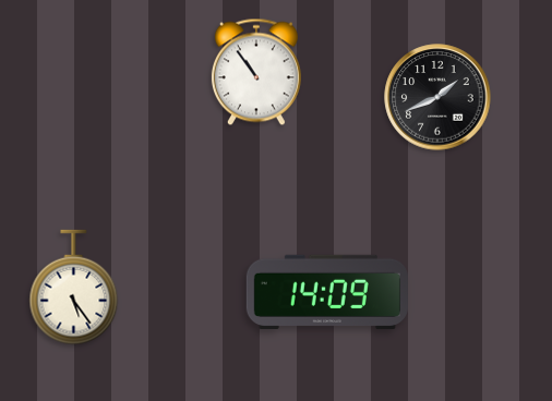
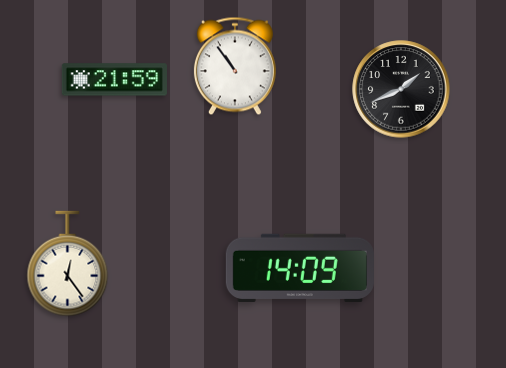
clock at (114, 80): none -> 21:59
clock at (74, 288): 5:24 -> 12:24
